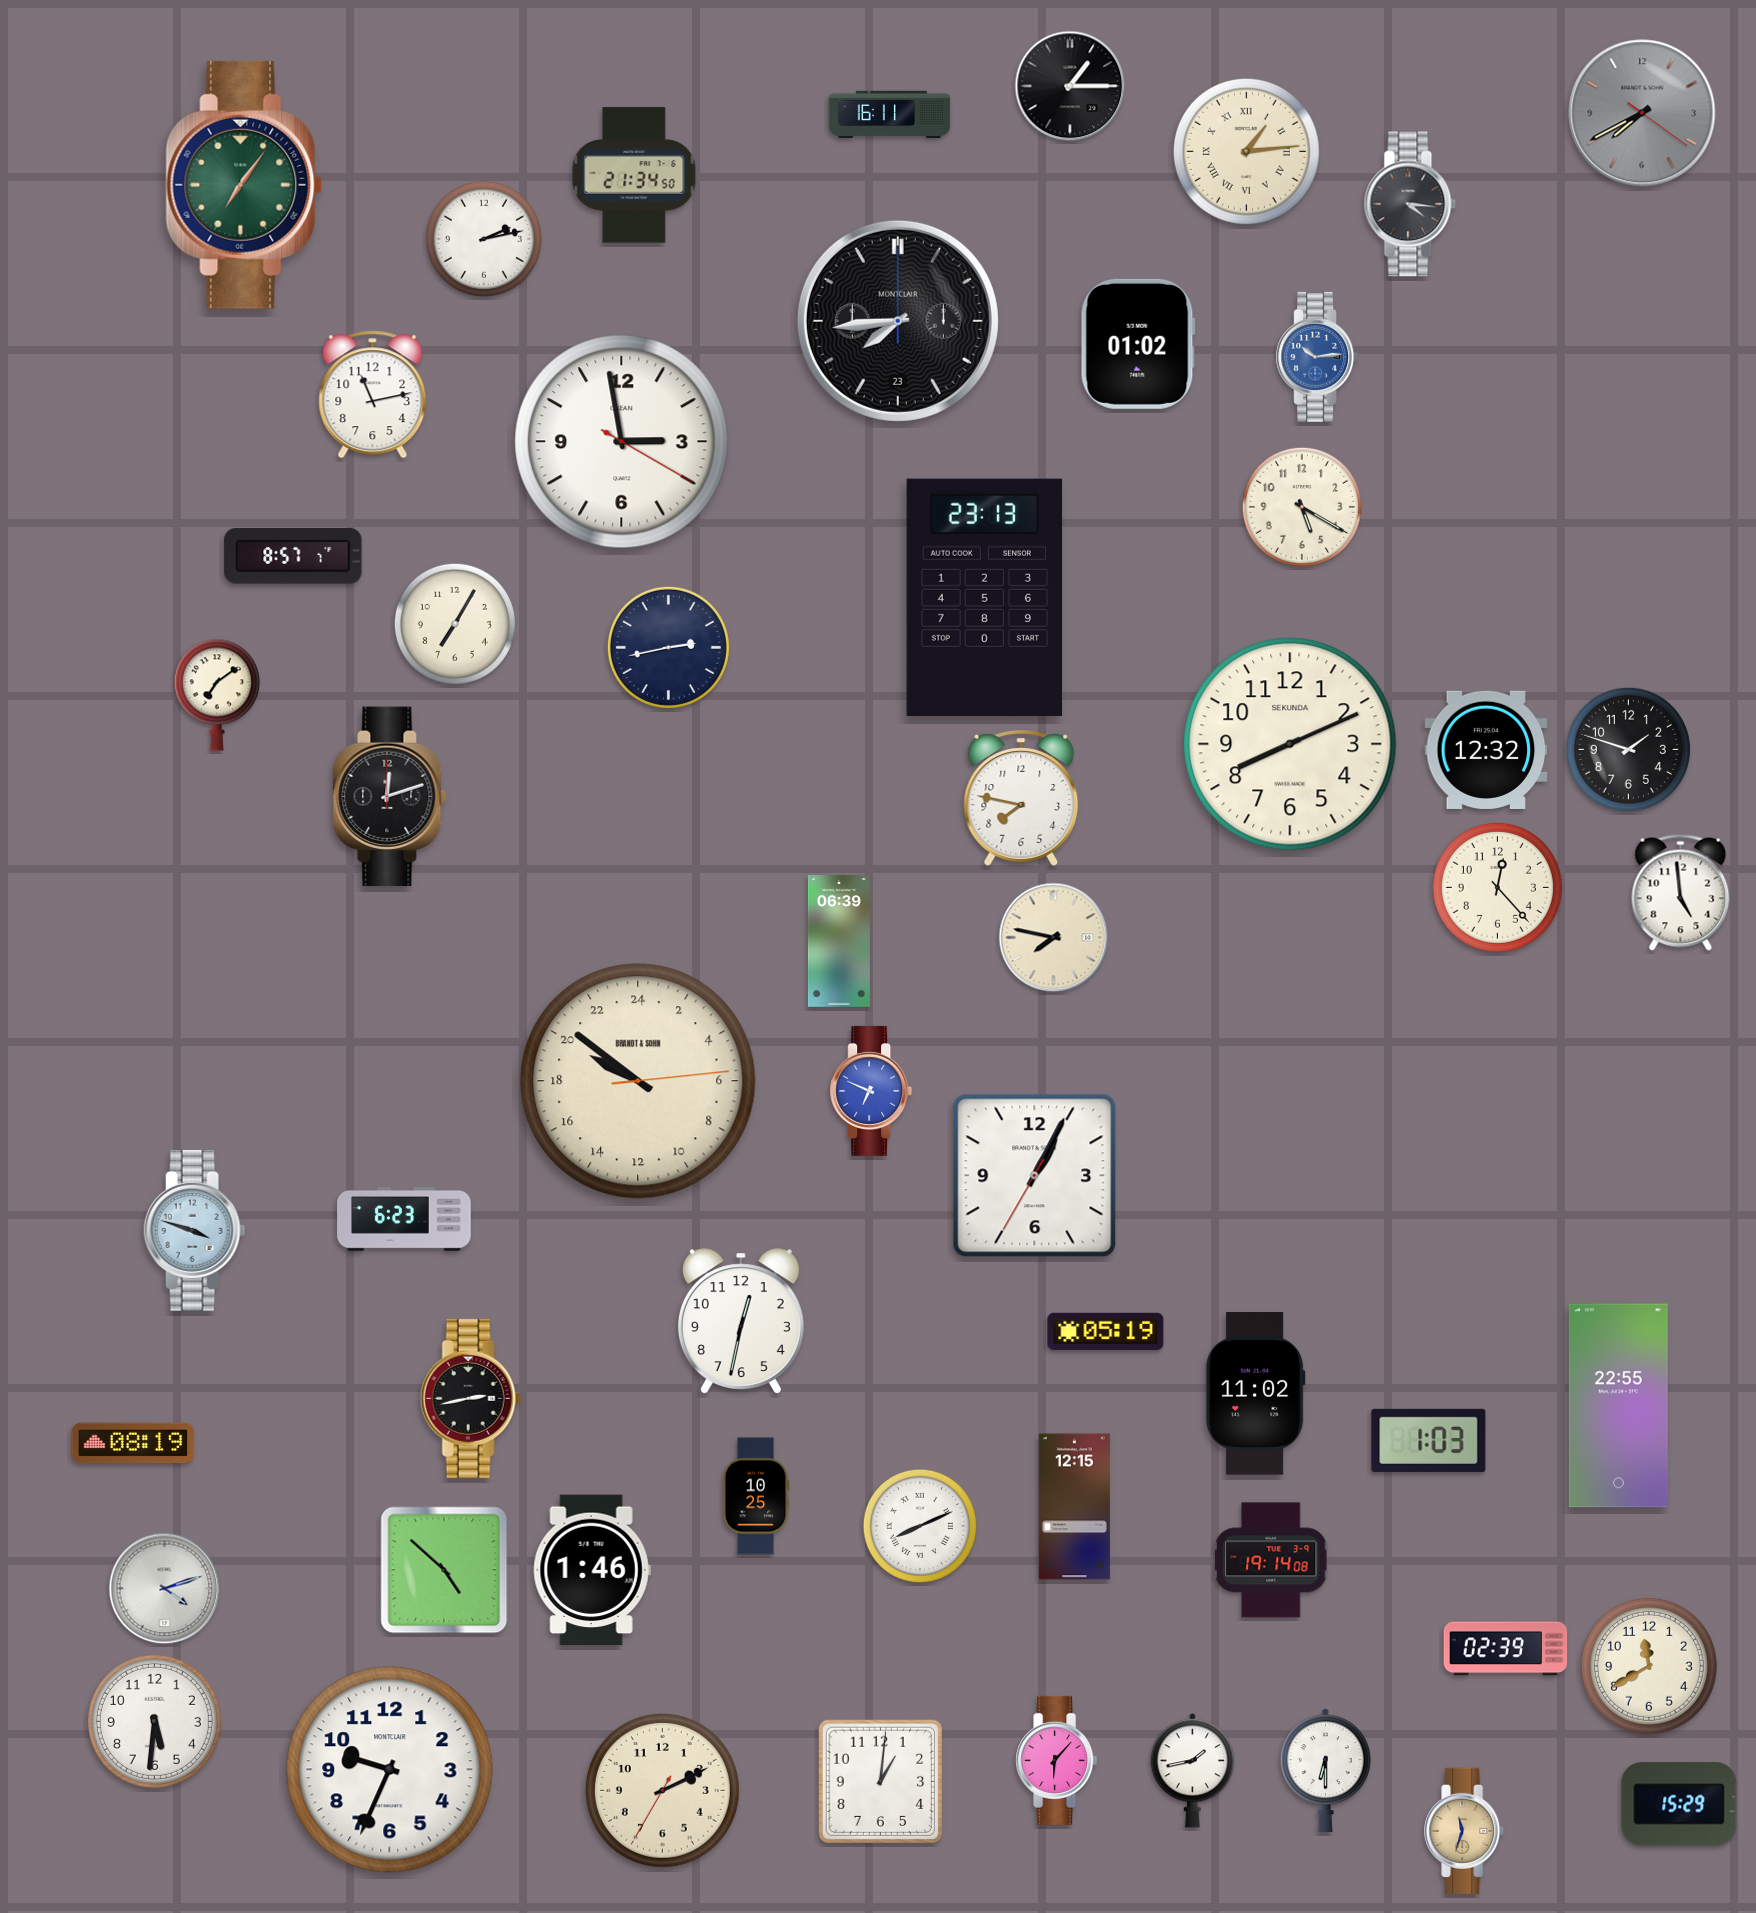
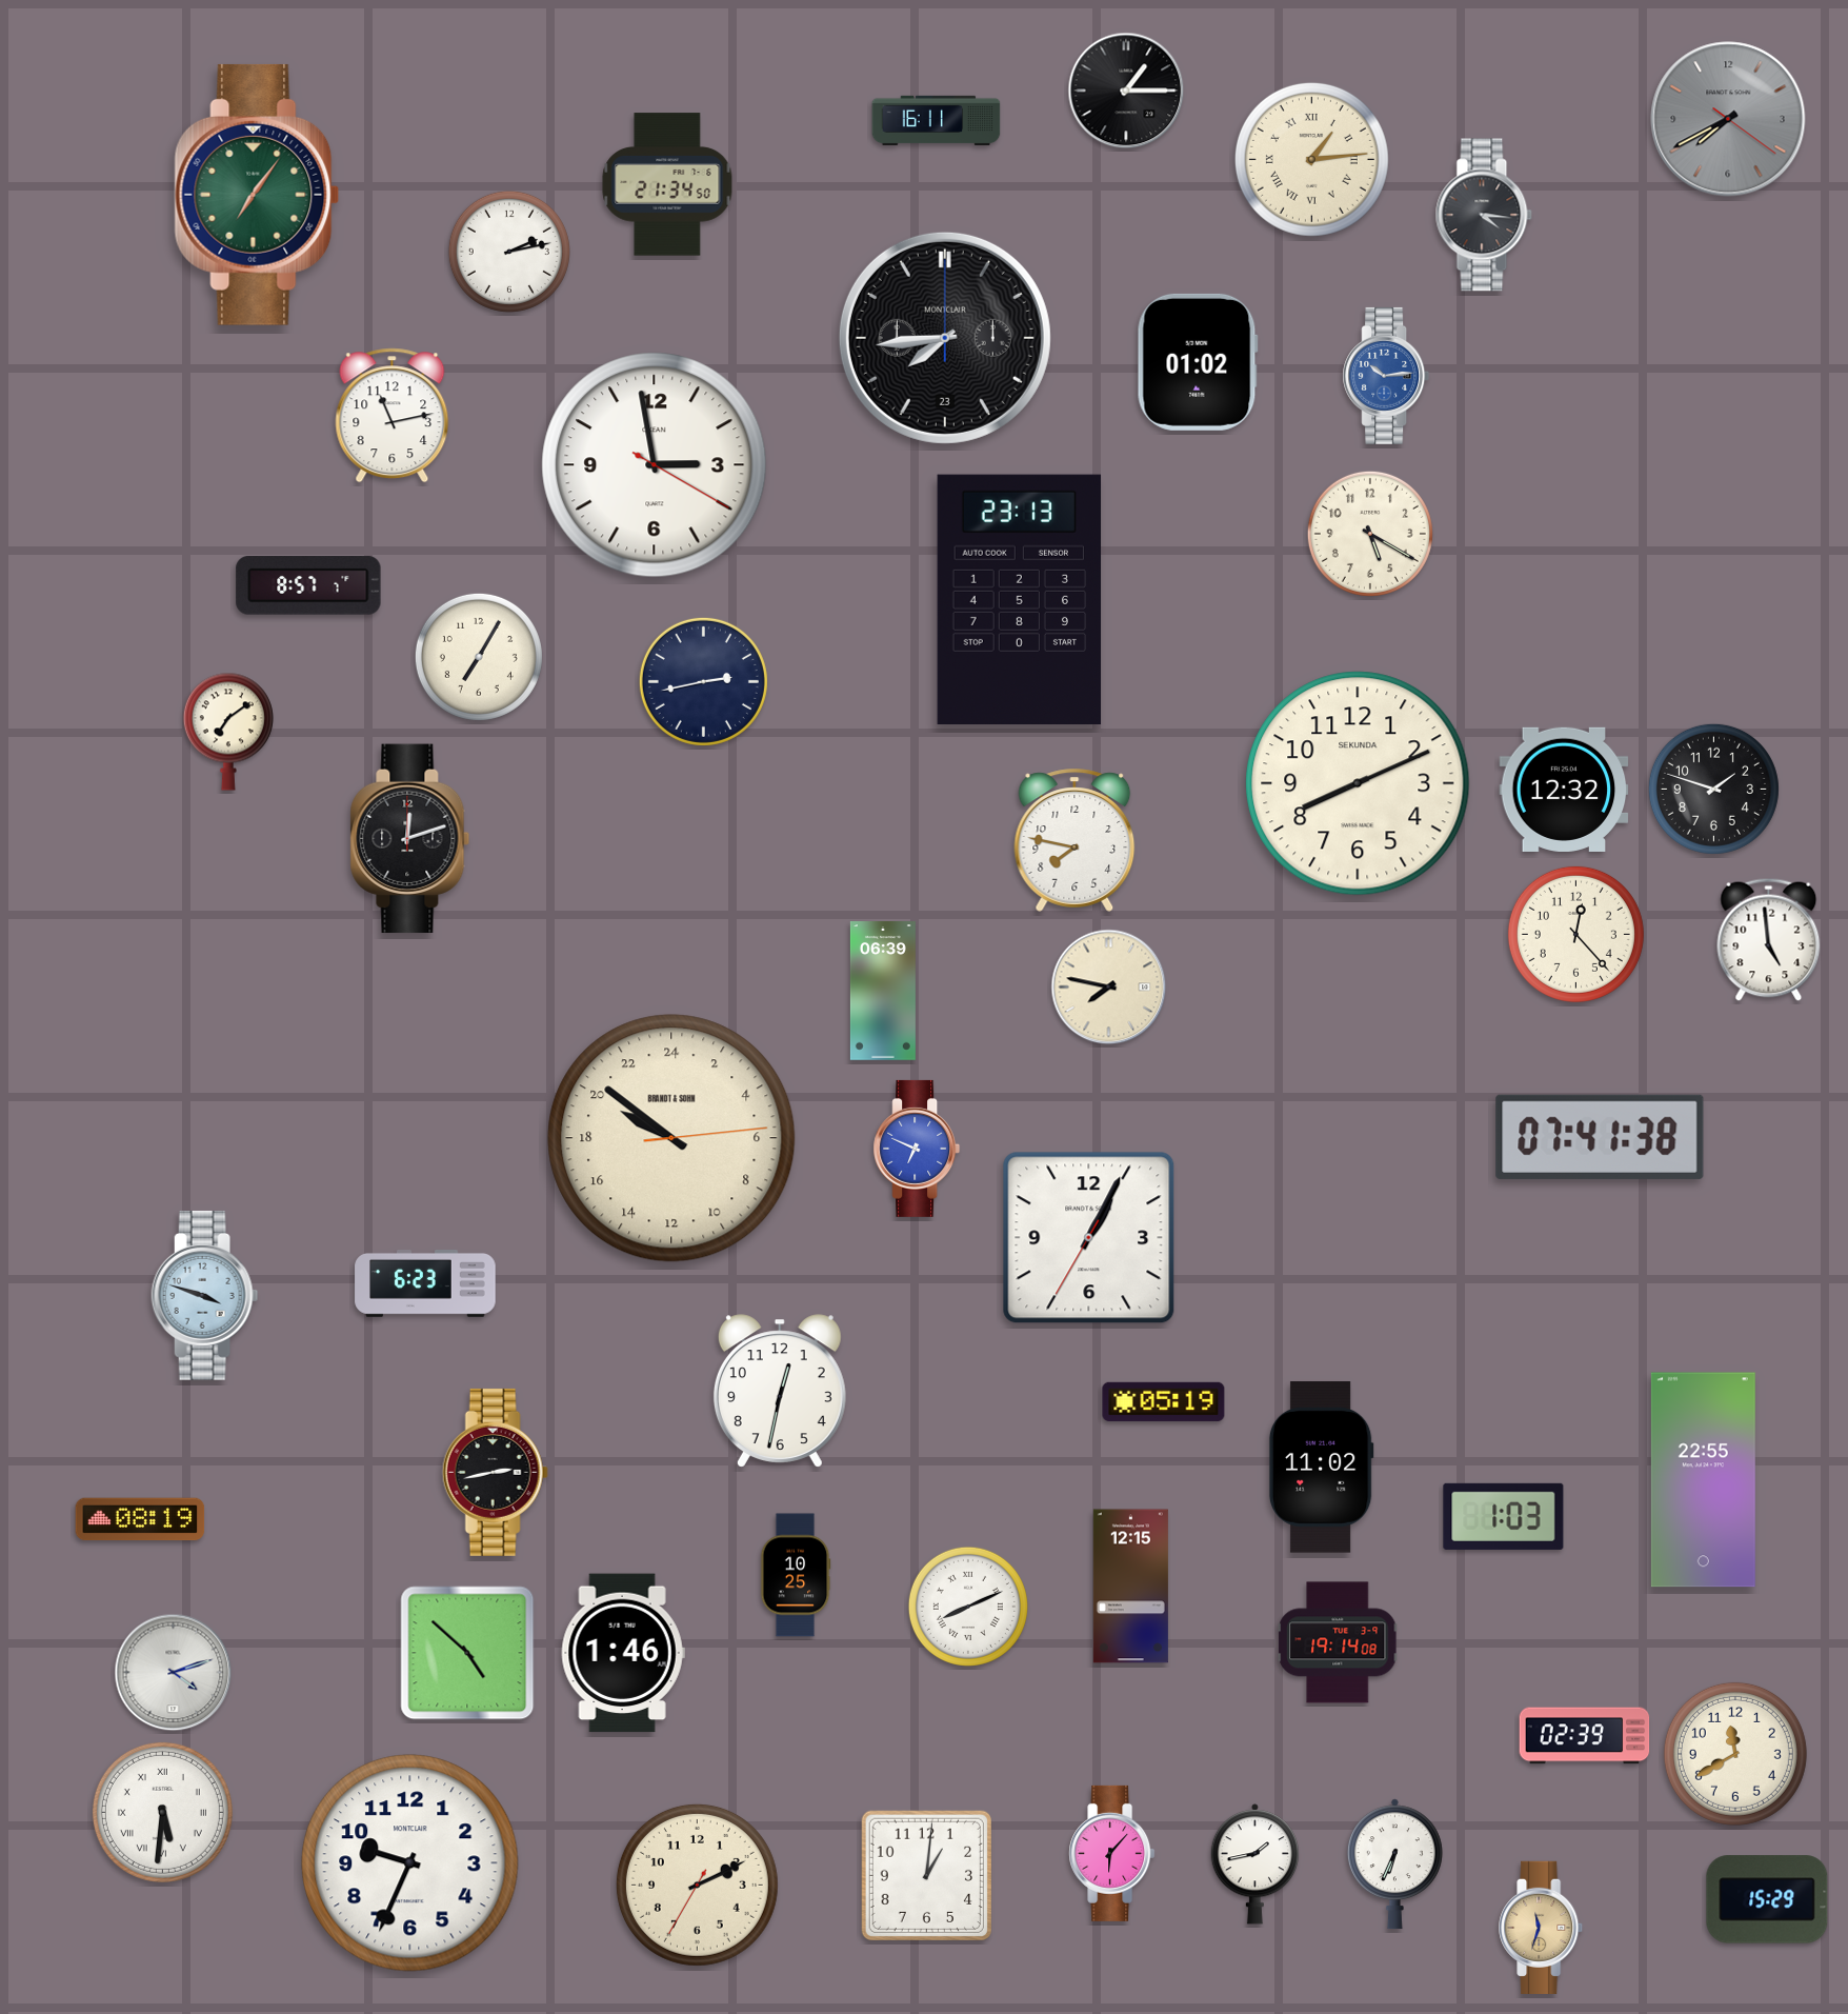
clock at (985, 597) position: (985, 597) -> (1020, 599)
clock at (1600, 1137): none -> 07:41
clock at (154, 1721) numerals: Arabic -> Roman
clock at (1325, 1771): 6:30 -> 6:34
